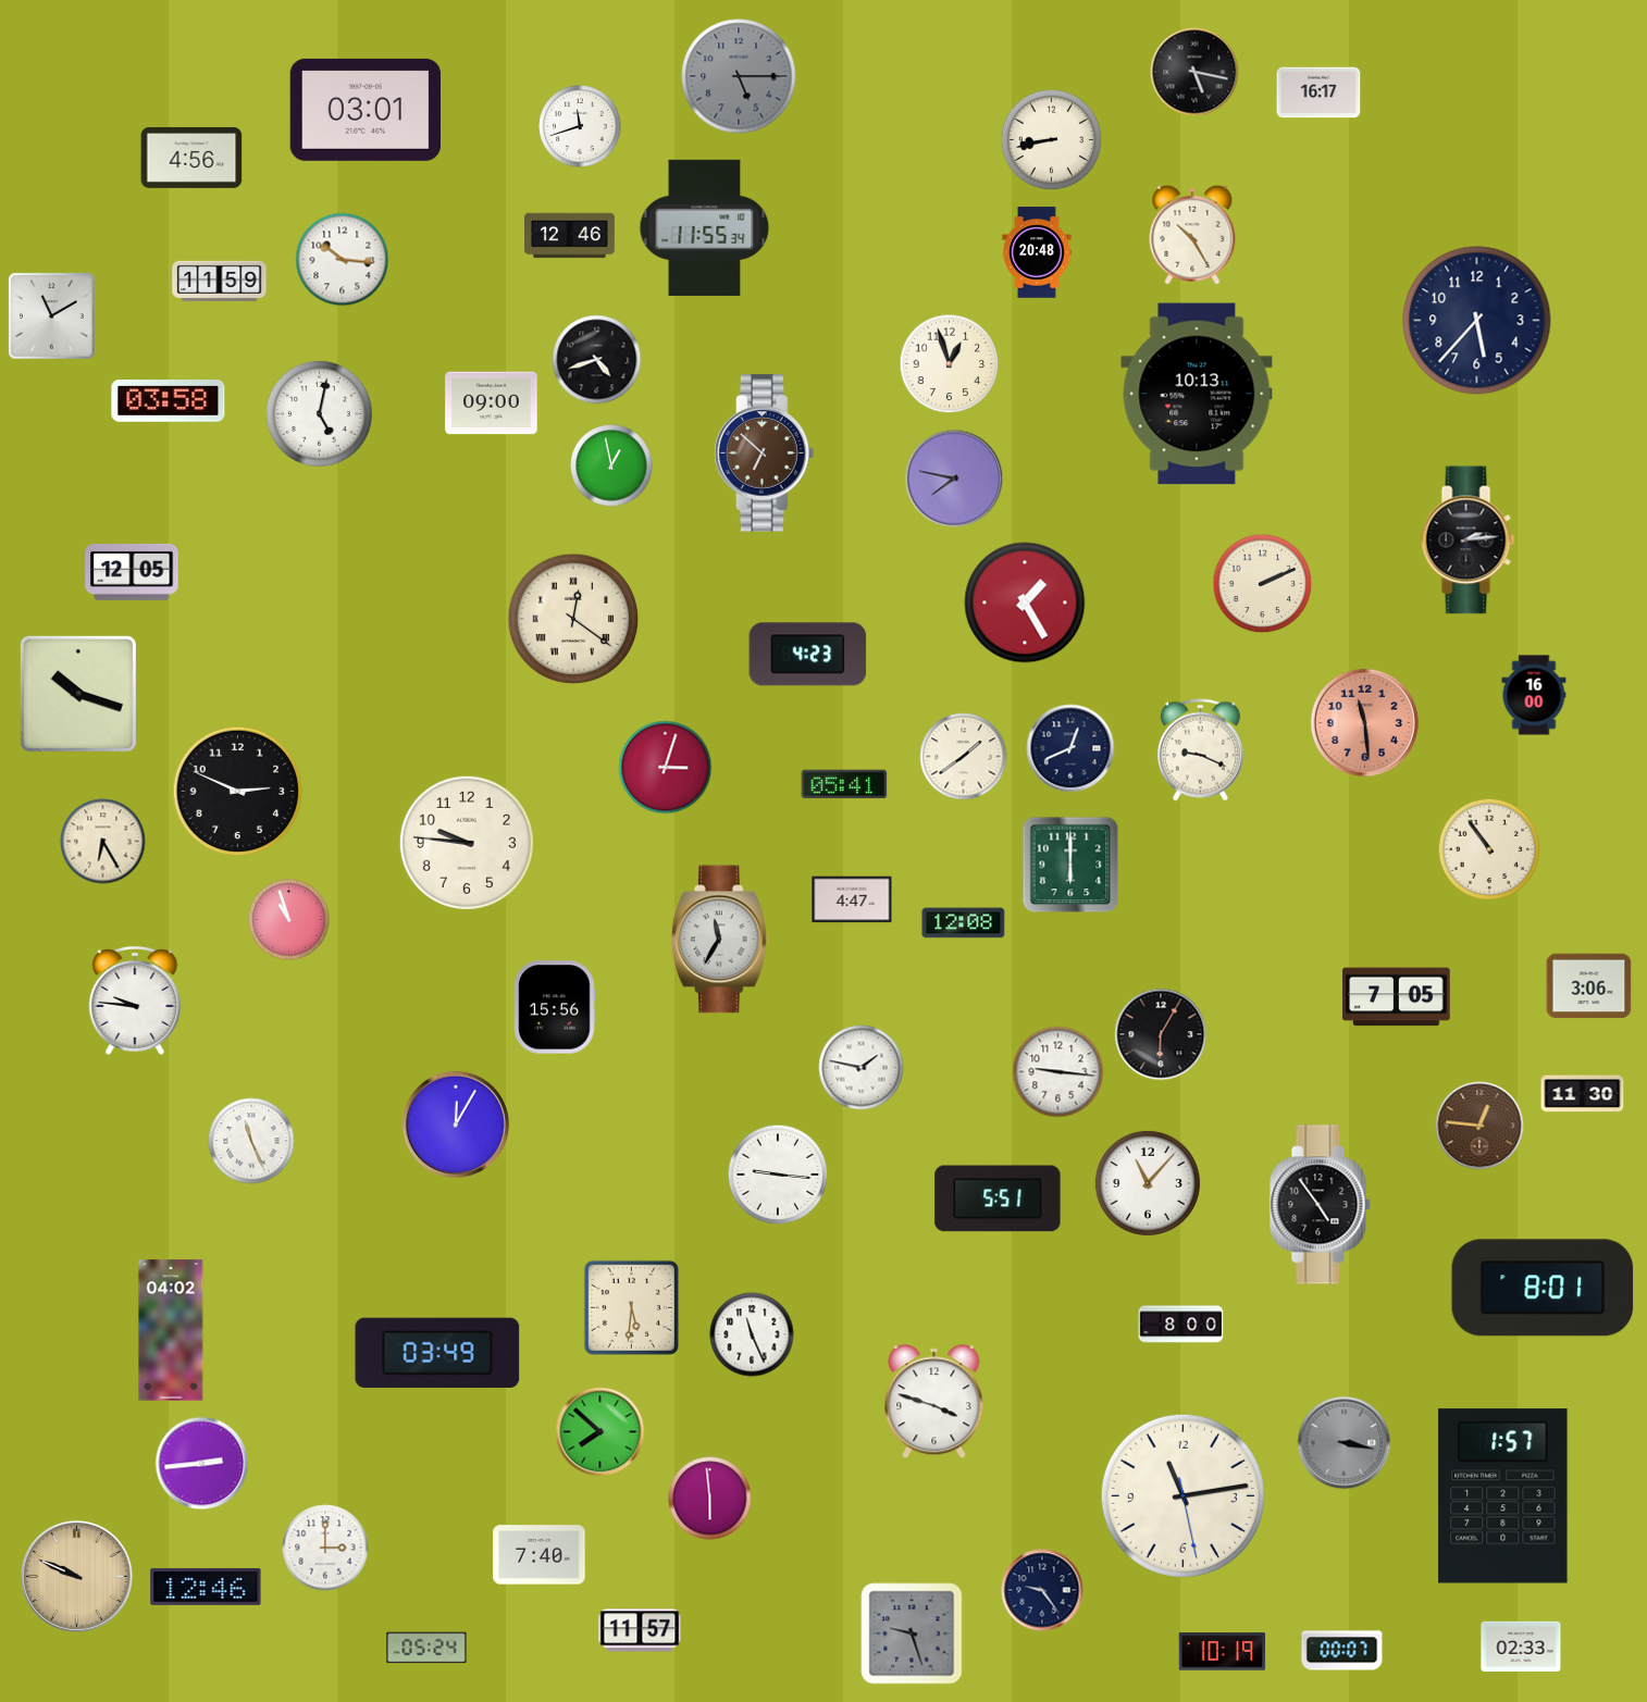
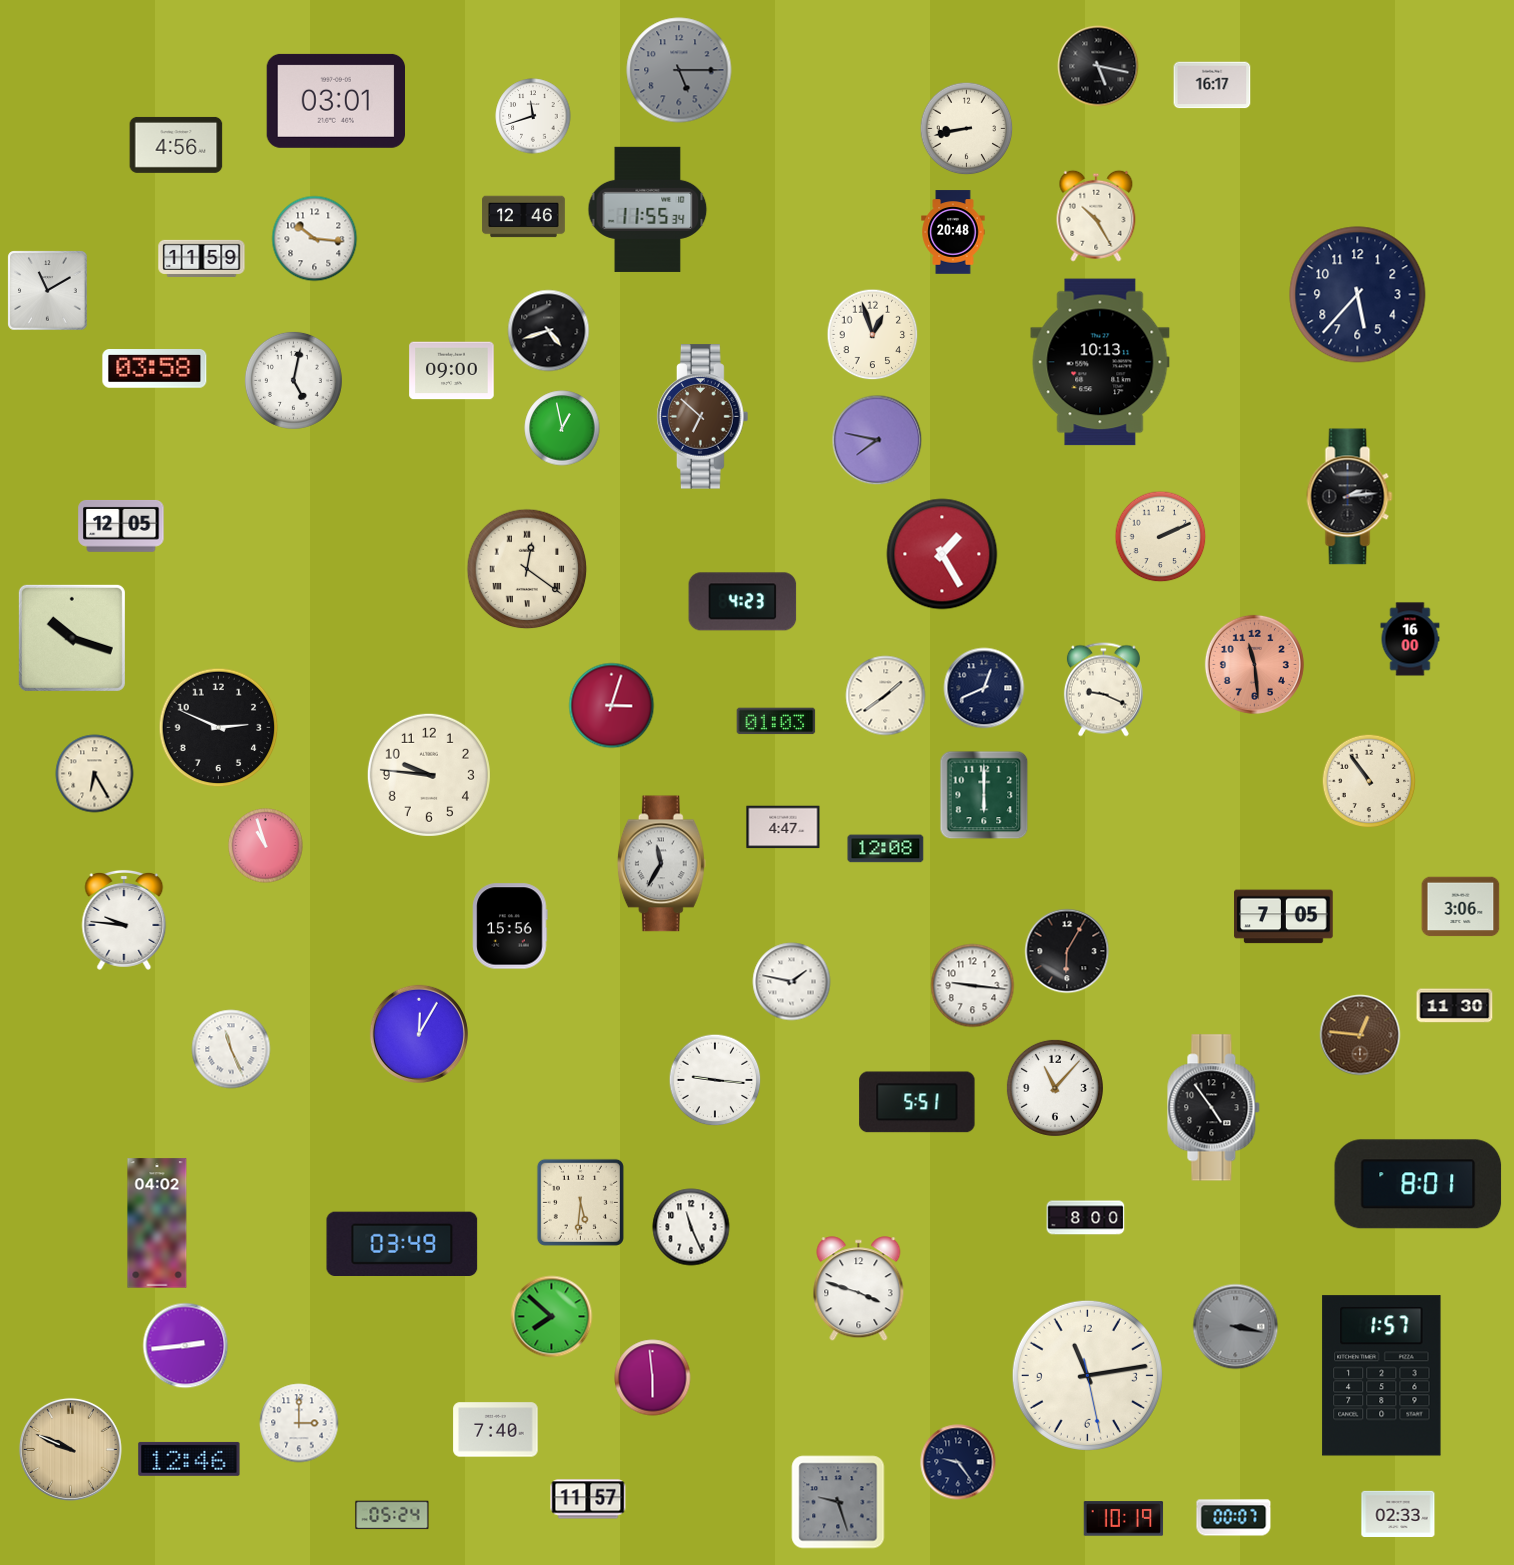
clock at (844, 784): 05:41 -> 01:03
